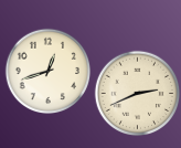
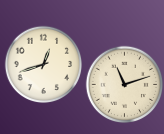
clock at (137, 93): 2:41 -> 11:12
